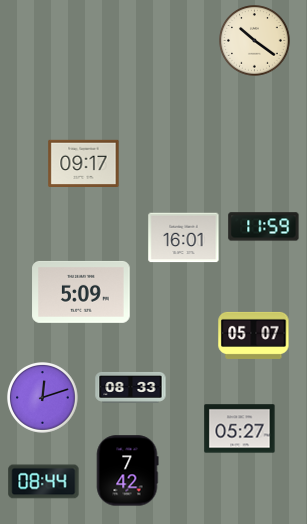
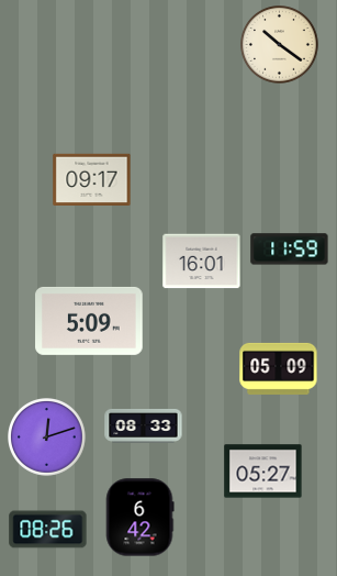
clock at (254, 335): 05:07 -> 05:09
clock at (127, 471): 7:42 -> 6:42
clock at (44, 482): 08:44 -> 08:26
